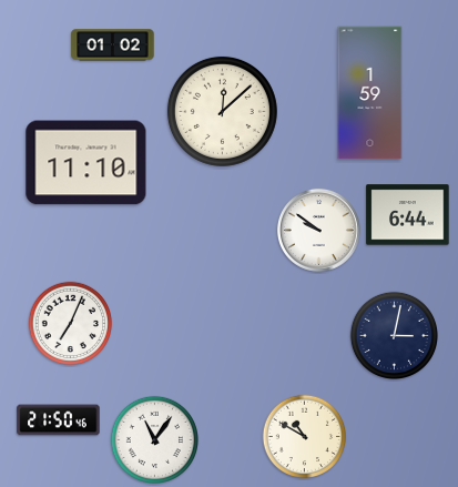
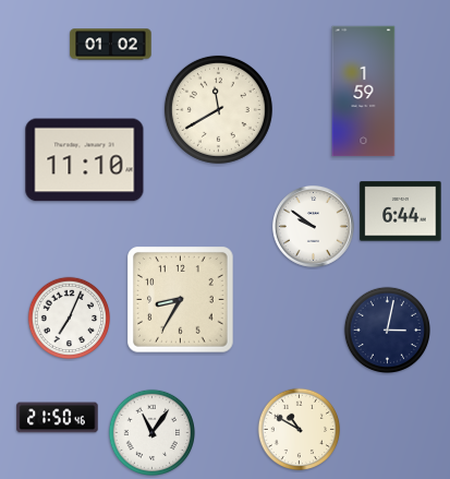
clock at (222, 111): 12:08 -> 11:40
clock at (181, 300): none -> 8:35
clock at (59, 420) position: (59, 420) -> (58, 418)
